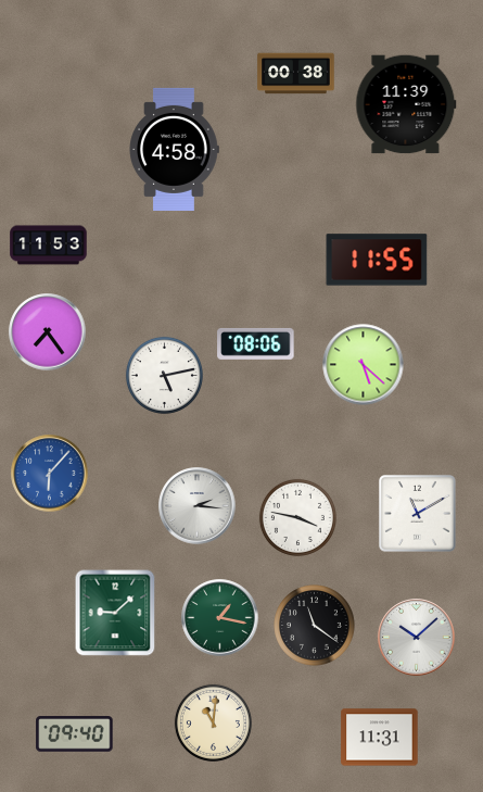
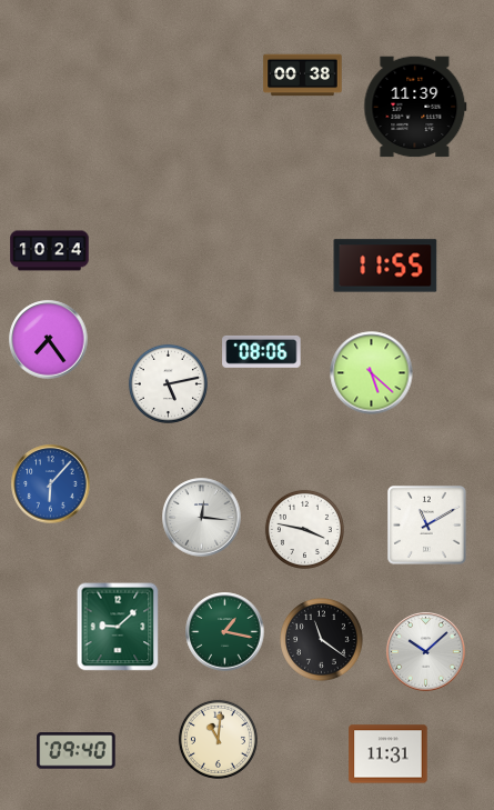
clock at (174, 149): 4:58 -> none
clock at (49, 246): 11:53 -> 10:24
clock at (198, 506): 2:16 -> 12:16
